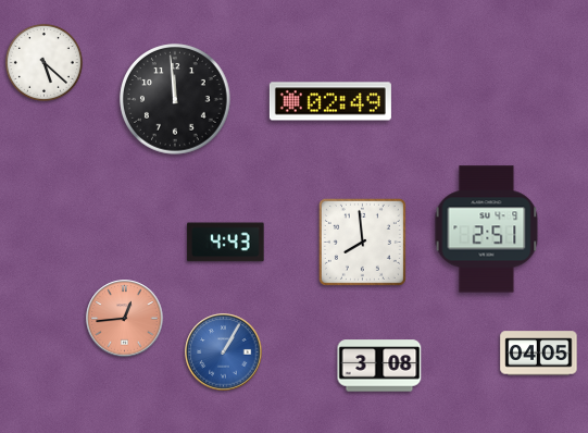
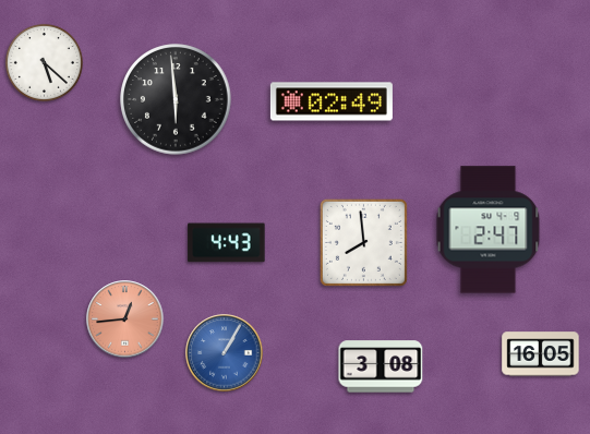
clock at (175, 99): 11:59 -> 5:59
clock at (487, 230): 2:51 -> 2:47
clock at (539, 354): 04:05 -> 16:05
